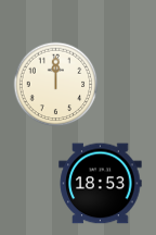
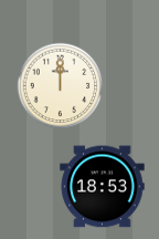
clock at (55, 84) position: (55, 84) -> (60, 85)
